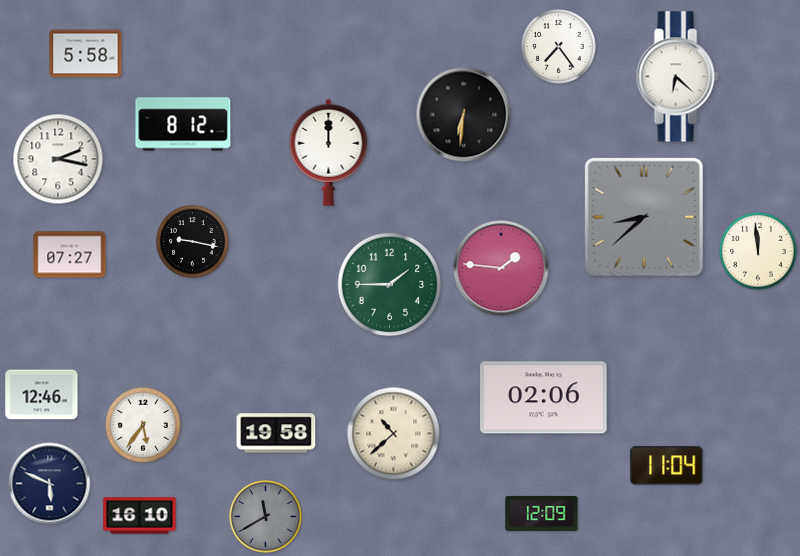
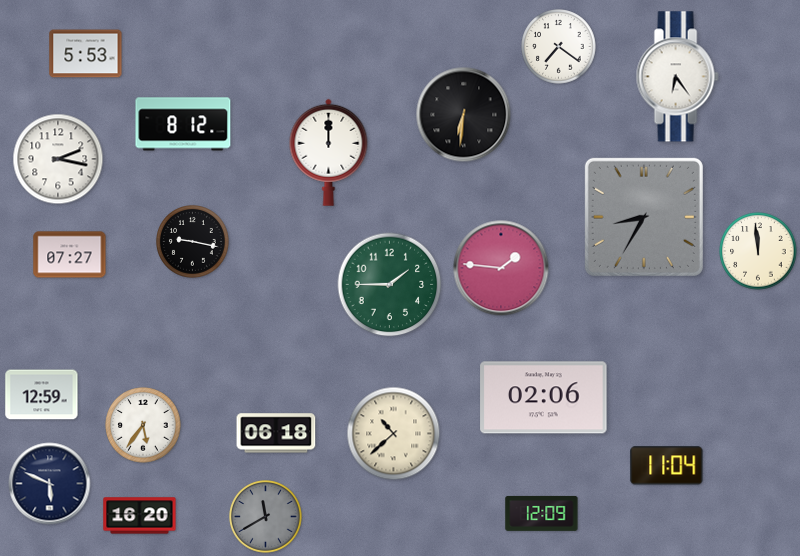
clock at (559, 47): 7:24 -> 7:21
clock at (86, 54): 5:58 -> 5:53
clock at (677, 77): 6:22 -> 6:24
clock at (644, 217): 8:38 -> 8:35
clock at (42, 395): 12:46 -> 12:59
clock at (276, 433): 19:58 -> 06:18
clock at (140, 516): 16:10 -> 16:20
